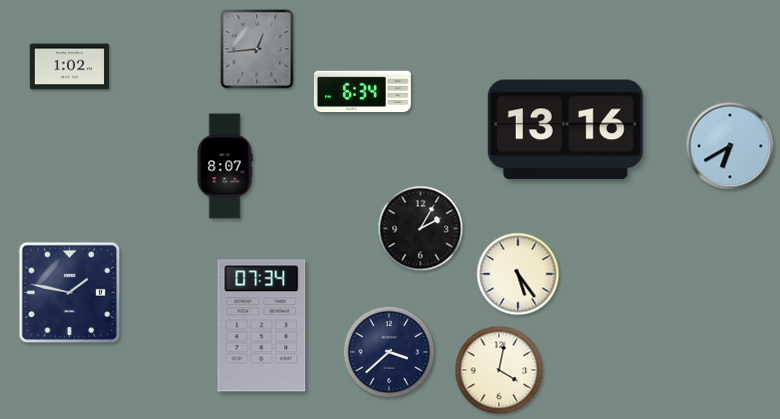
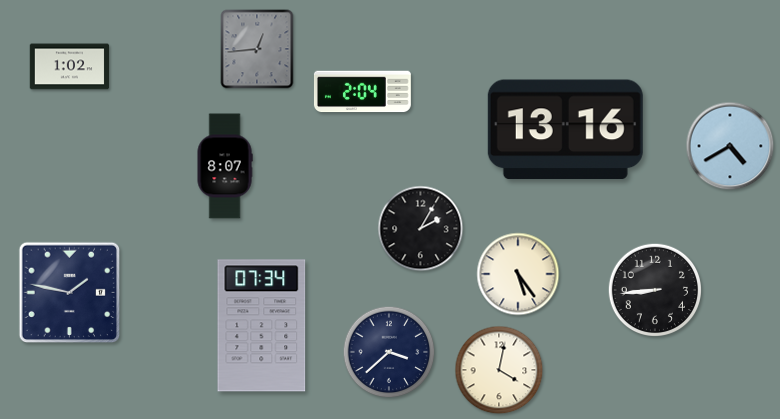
clock at (362, 92): 6:34 -> 2:04
clock at (730, 146): 6:40 -> 4:40
clock at (654, 289): none -> 8:44
